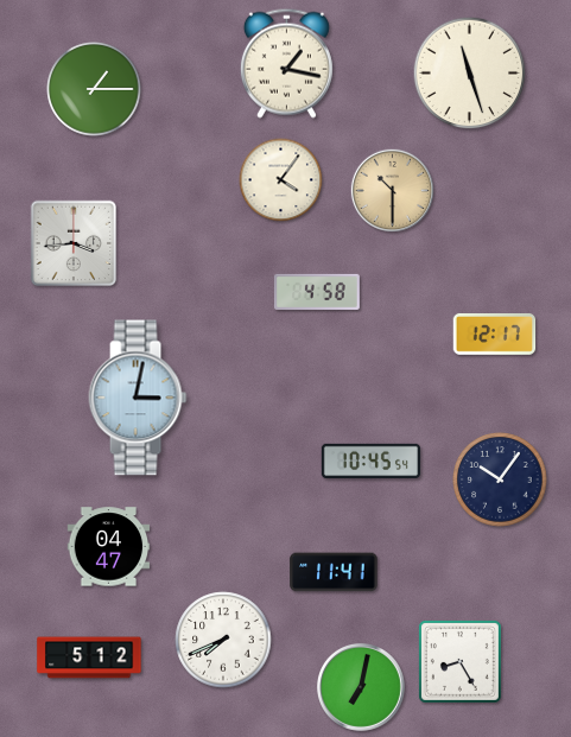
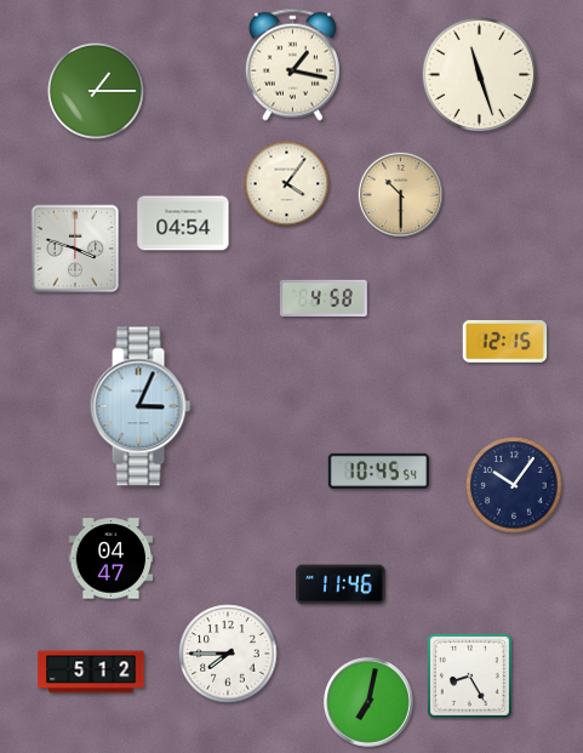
clock at (183, 223): none -> 04:54
clock at (74, 243): 3:44 -> 3:48
clock at (495, 335): 12:17 -> 12:15
clock at (138, 398): 3:02 -> 3:04
clock at (500, 479) position: (500, 479) -> (514, 485)
clock at (334, 572): 11:41 -> 11:46
clock at (223, 640): 7:41 -> 7:45
